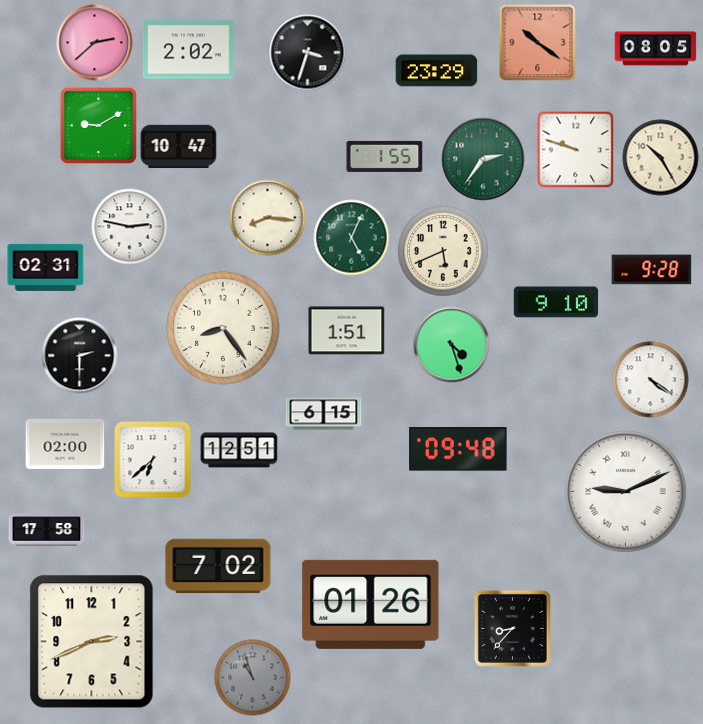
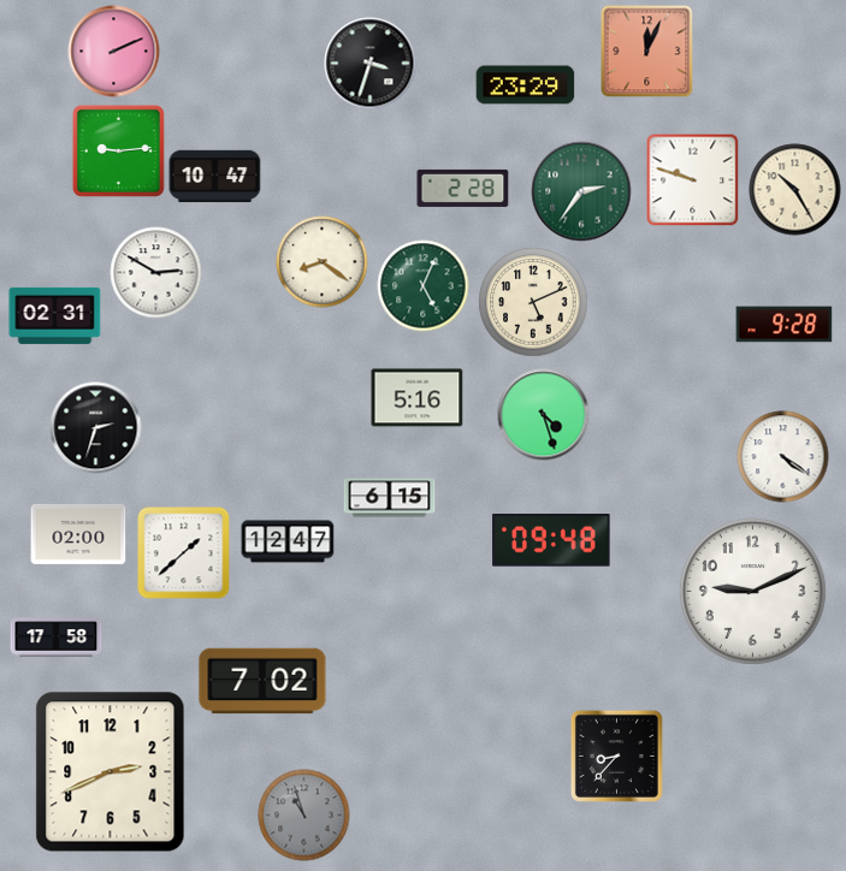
clock at (95, 43): 2:38 -> 2:11
clock at (538, 43): 10:21 -> 12:04
clock at (656, 49): 08:05 -> none
clock at (188, 50): 2:02 -> none
clock at (98, 125): 9:10 -> 9:14
clock at (385, 156): 1:55 -> 2:28
clock at (268, 218): 8:16 -> 8:21
clock at (130, 227): 2:47 -> 2:50
clock at (443, 251): 5:41 -> 5:11
clock at (46, 267) position: (46, 267) -> (55, 315)
clock at (556, 302): 9:10 -> none
clock at (223, 328): 8:24 -> none
clock at (347, 331): 1:51 -> 5:16
clock at (80, 356): 2:30 -> 2:33
clock at (239, 450): 12:51 -> 12:47
clock at (153, 460): 6:38 -> 1:38
clock at (626, 492) numerals: Roman -> Arabic
clock at (371, 604): 01:26 -> none
